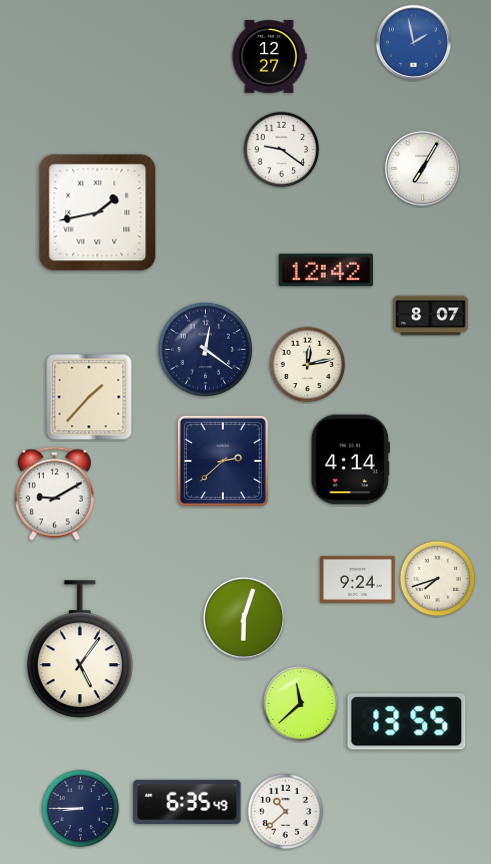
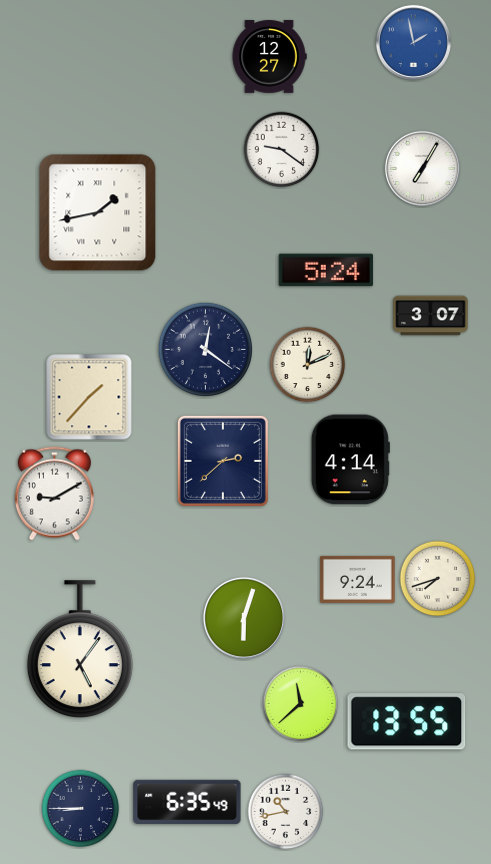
clock at (326, 270): 12:42 -> 5:24
clock at (431, 316): 8:07 -> 3:07
clock at (308, 365): 12:13 -> 12:11
clock at (286, 812): 10:38 -> 10:43
